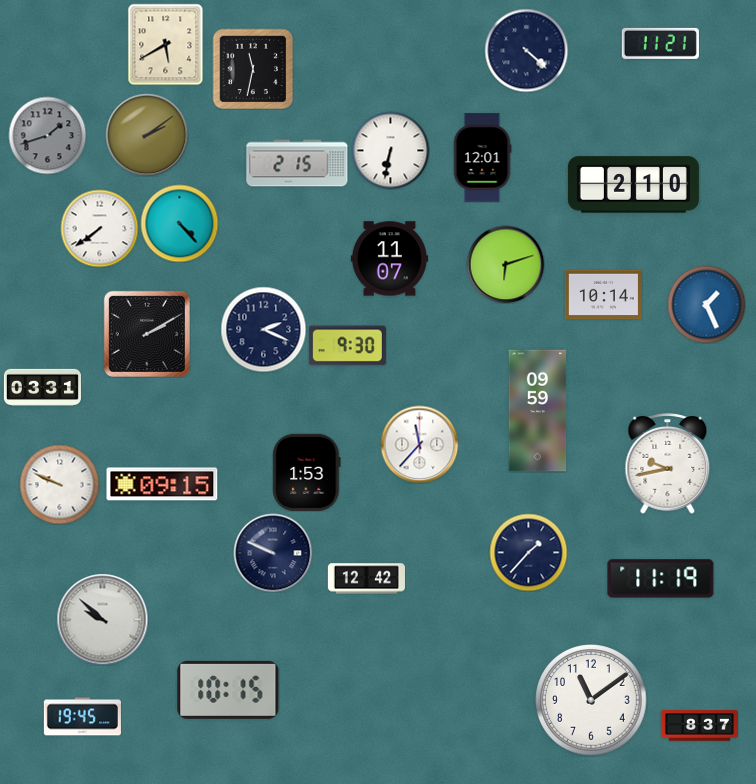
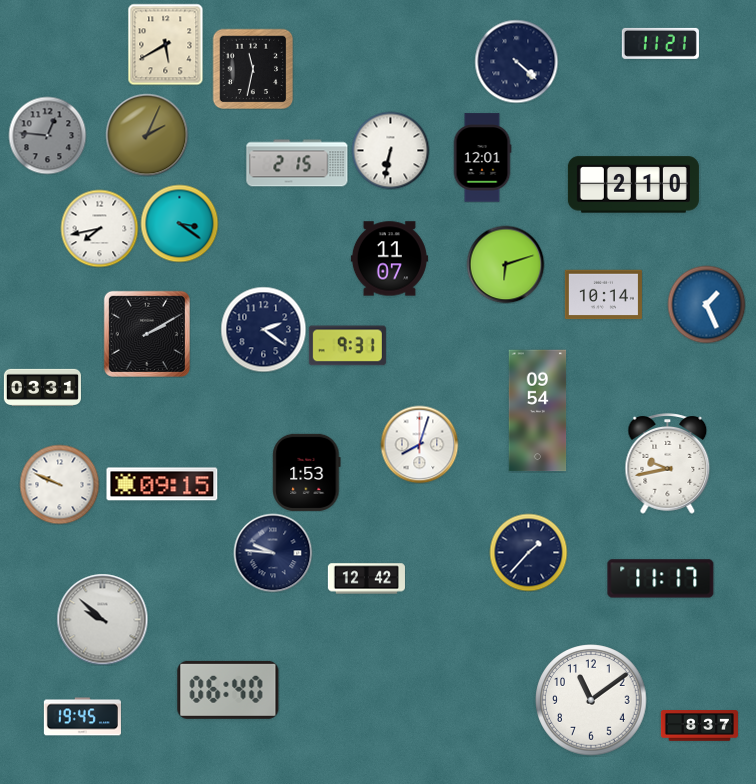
clock at (526, 50) position: (526, 50) -> (516, 61)
clock at (47, 135): 1:42 -> 12:46
clock at (147, 135): 2:09 -> 2:04
clock at (179, 223): 4:23 -> 3:21
clock at (99, 228): 7:39 -> 7:43
clock at (263, 329): 2:19 -> 2:21
clock at (347, 346): 9:30 -> 9:31
clock at (538, 411): 09:59 -> 09:54
clock at (419, 444): 11:37 -> 8:03
clock at (273, 553): 9:49 -> 9:46
clock at (661, 579): 11:19 -> 11:17
clock at (228, 690): 10:15 -> 06:40
